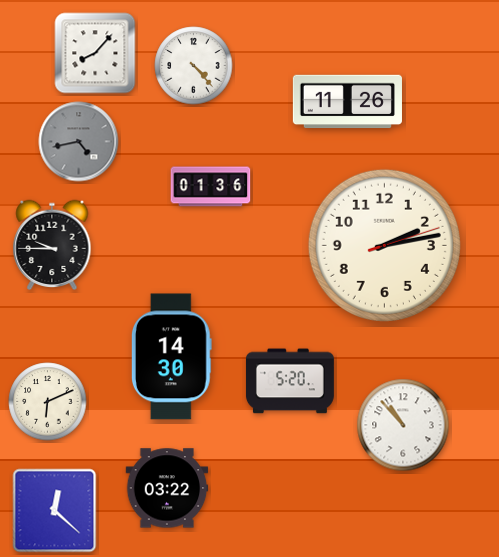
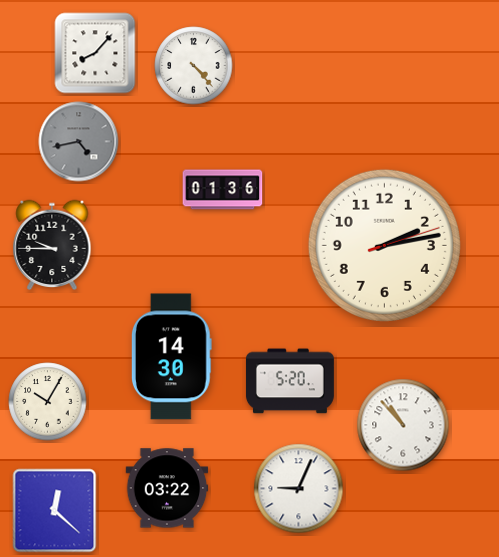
clock at (347, 102): 11:26 -> none
clock at (211, 187) position: (211, 187) -> (223, 190)
clock at (48, 402): 6:11 -> 10:05
clock at (299, 489): none -> 9:04
